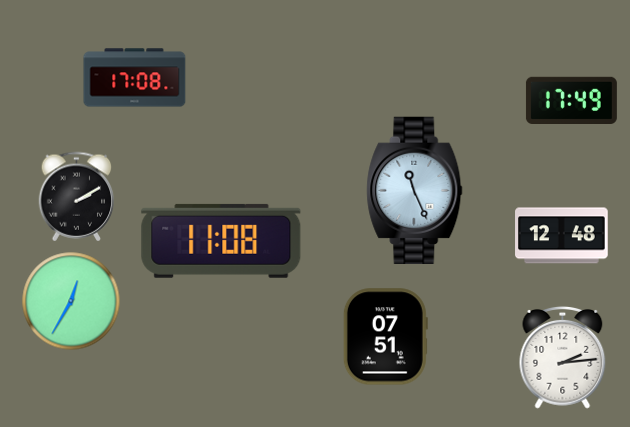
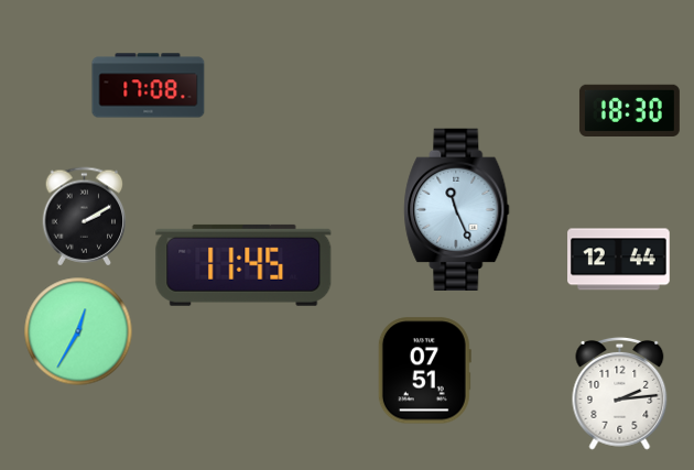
clock at (571, 100): 17:49 -> 18:30
clock at (562, 236): 12:48 -> 12:44
clock at (221, 241): 11:08 -> 11:45
